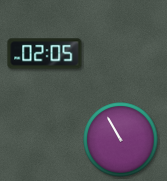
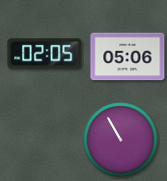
clock at (128, 57): none -> 05:06
